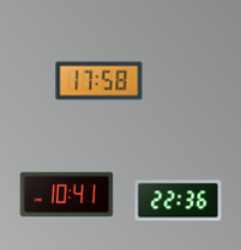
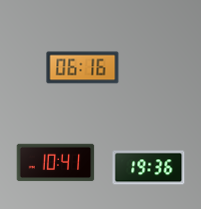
clock at (100, 81): 17:58 -> 06:16
clock at (179, 201): 22:36 -> 19:36
